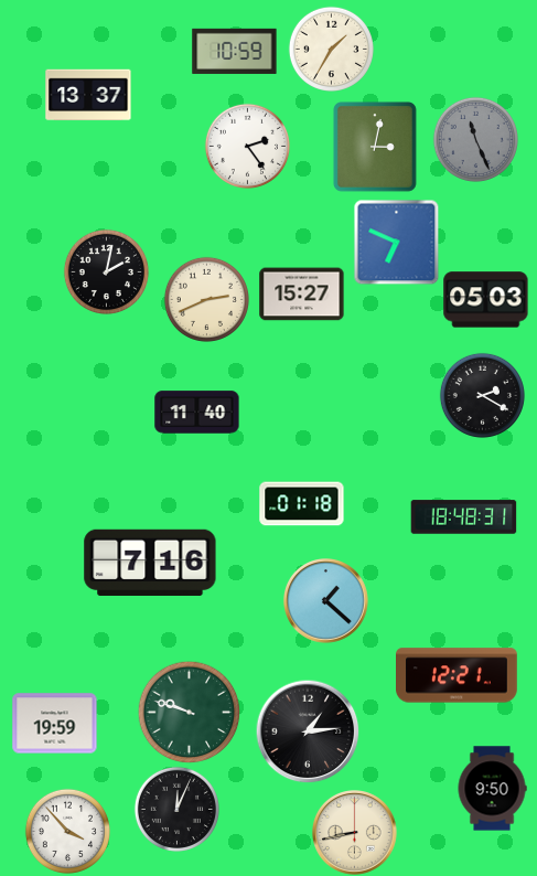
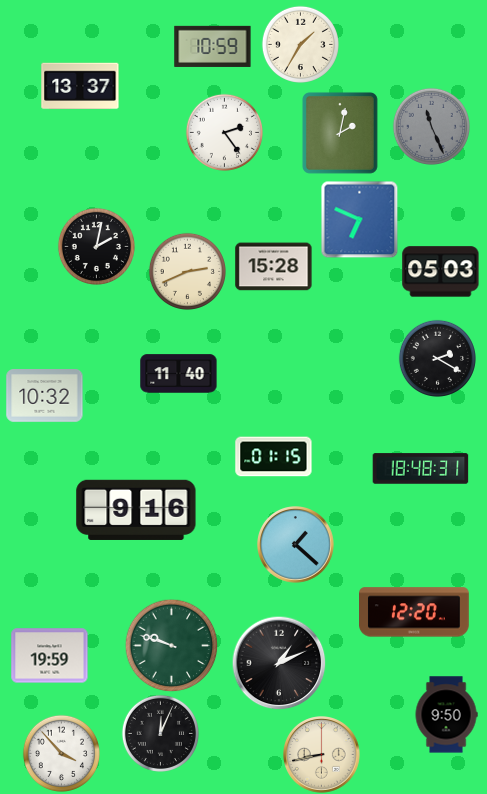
clock at (375, 147): 3:02 -> 2:02
clock at (302, 295): 15:27 -> 15:28
clock at (45, 396): none -> 10:32
clock at (302, 504): 01:18 -> 01:15
clock at (150, 563): 7:16 -> 9:16
clock at (458, 675): 12:21 -> 12:20
clock at (308, 731): 1:14 -> 1:11
